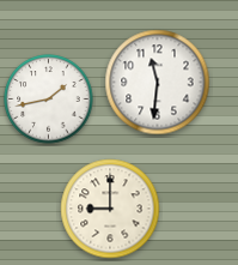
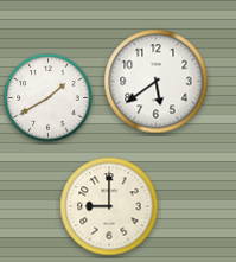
clock at (158, 83): 11:31 -> 5:39
clock at (49, 100): 1:43 -> 1:40
